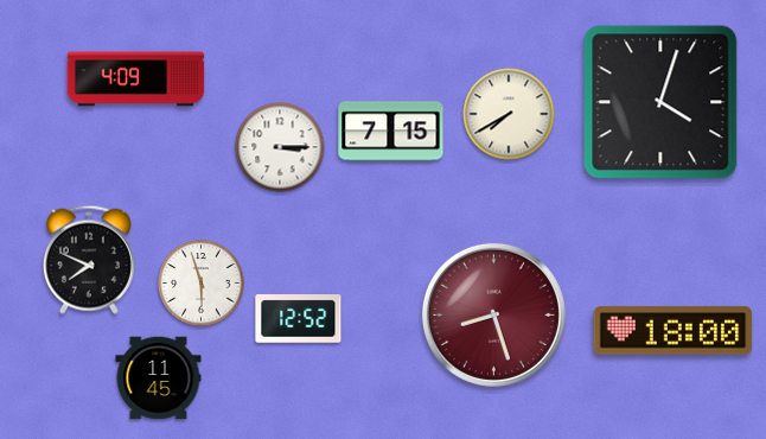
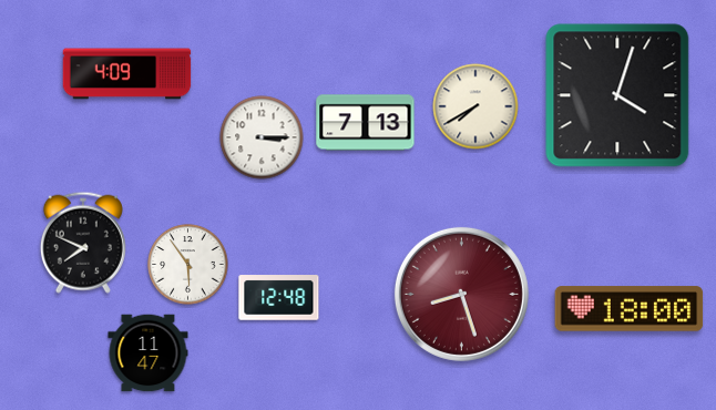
clock at (391, 132): 7:15 -> 7:13
clock at (202, 284): 5:57 -> 5:54
clock at (299, 319): 12:52 -> 12:48
clock at (159, 378): 11:45 -> 11:47
